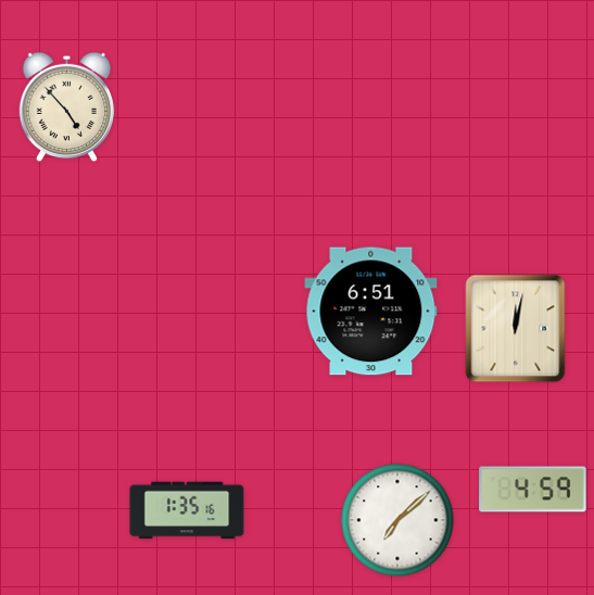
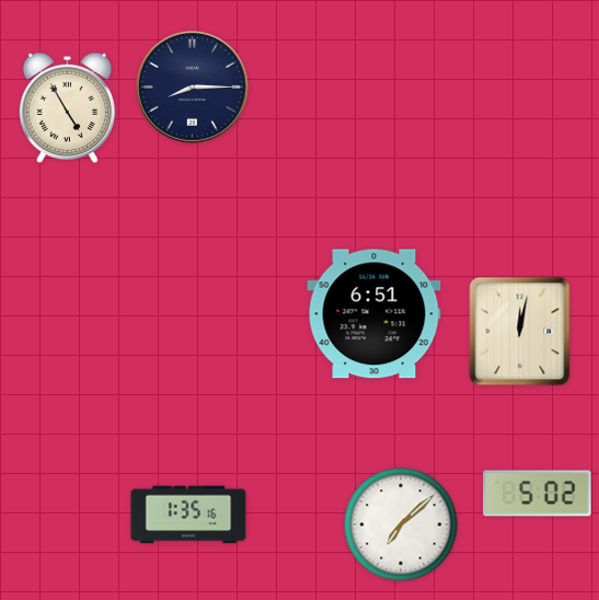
clock at (192, 86): none -> 8:15
clock at (67, 107): 4:53 -> 4:55
clock at (533, 490): 4:59 -> 5:02
